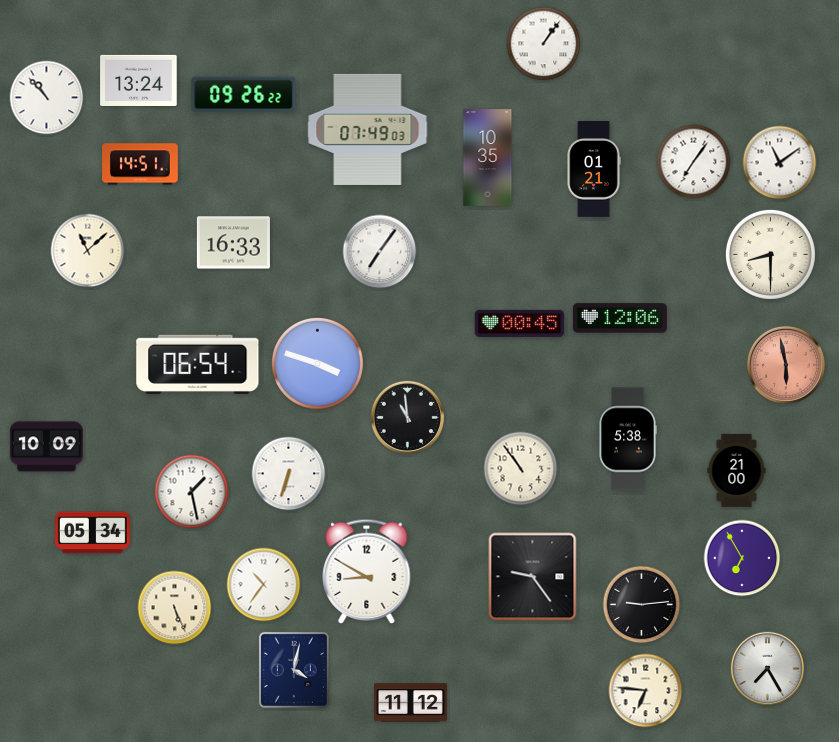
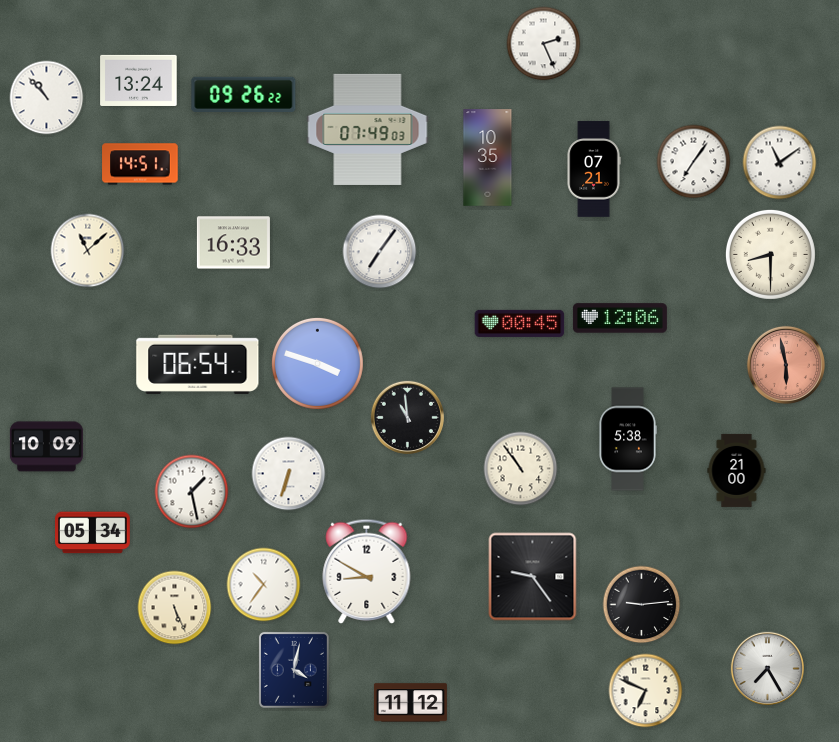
clock at (544, 44): 1:06 -> 2:26
clock at (594, 169): 01:21 -> 07:21
clock at (742, 558): 6:55 -> none
clock at (646, 691): 6:46 -> 6:49
